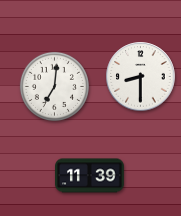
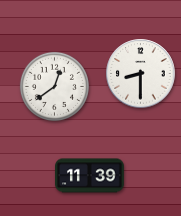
clock at (141, 77) position: (141, 77) -> (141, 74)
clock at (54, 86): 7:01 -> 12:39
